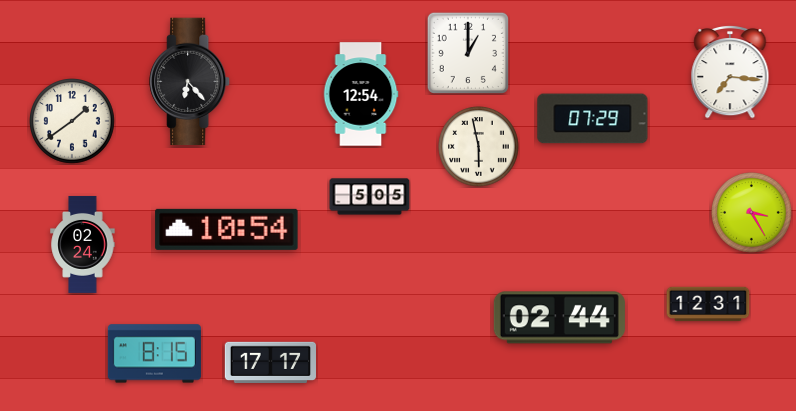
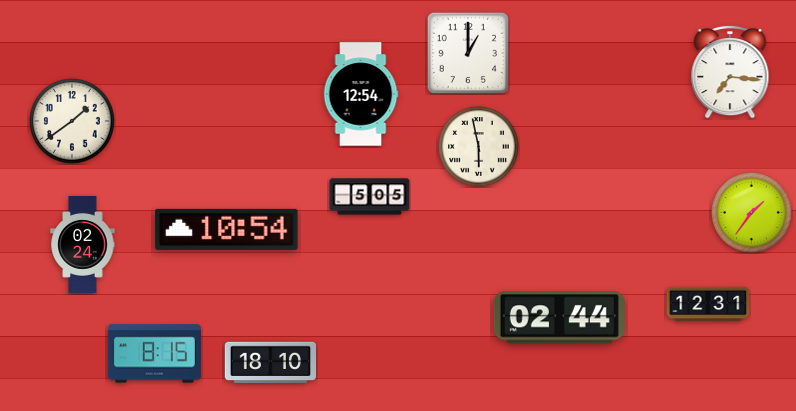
clock at (190, 82): 6:23 -> none
clock at (593, 119): 07:29 -> none
clock at (752, 213): 3:25 -> 1:36
clock at (271, 363): 17:17 -> 18:10
